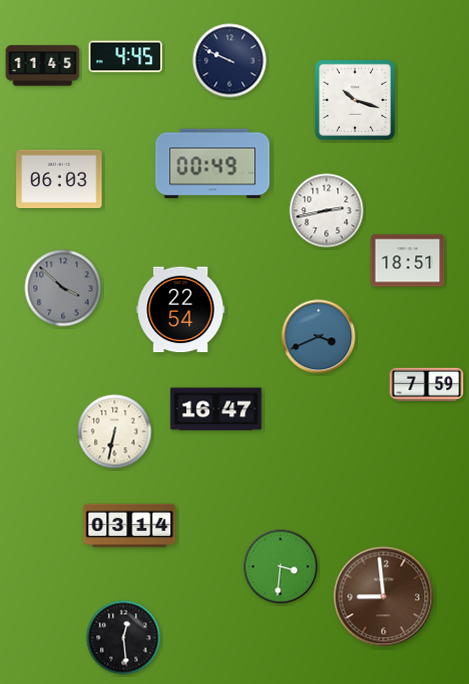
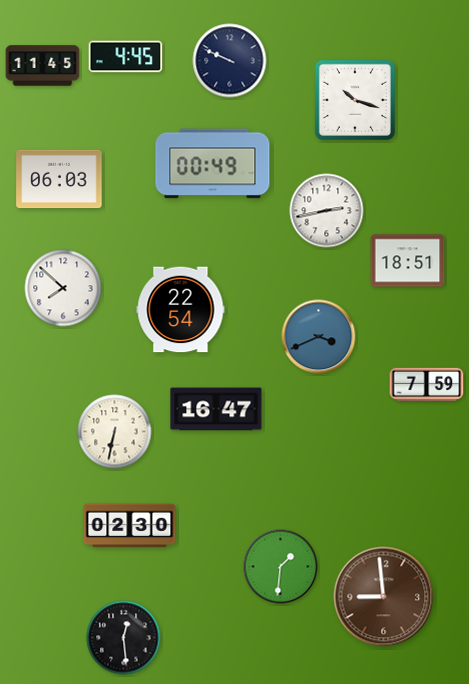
clock at (63, 288): 3:52 -> 7:52
clock at (63, 288) dial: grey -> white
clock at (130, 526): 03:14 -> 02:30
clock at (281, 567): 3:31 -> 1:31
